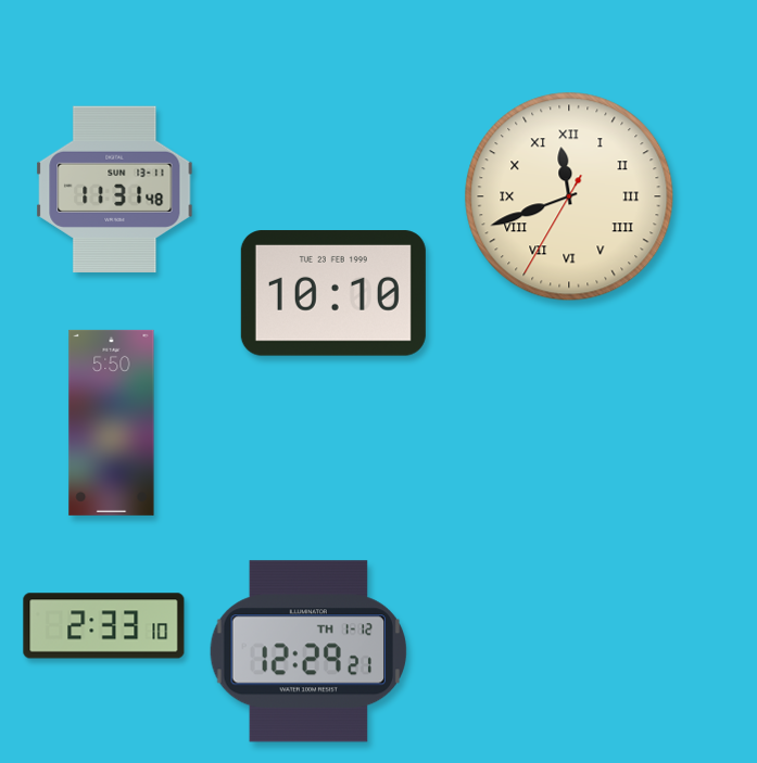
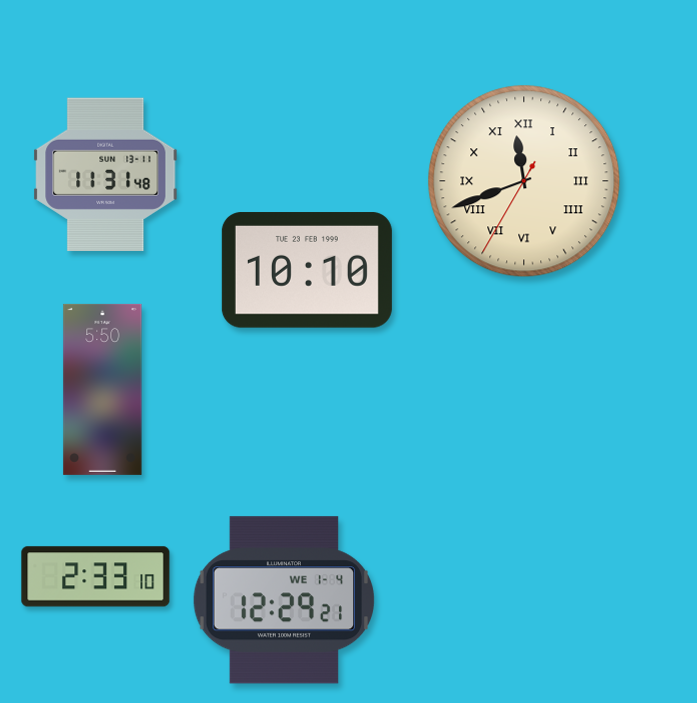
clock at (307, 651) date: TH 1-12 -> WE 1-4
